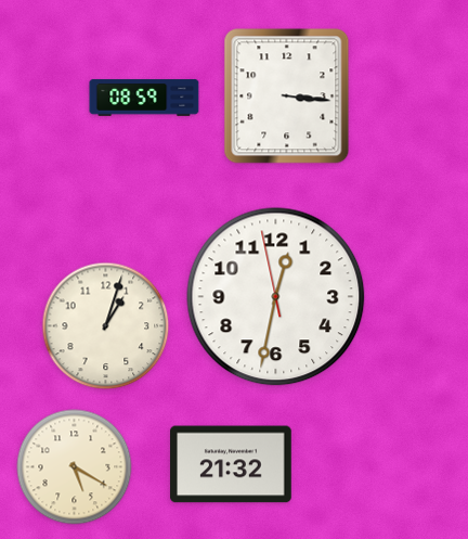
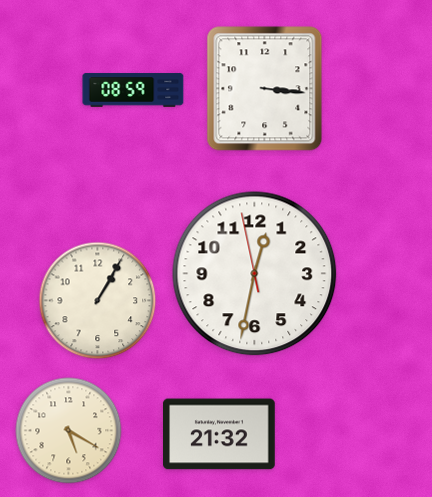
clock at (106, 326): 1:03 -> 1:05
clock at (232, 464) position: (232, 464) -> (220, 434)
